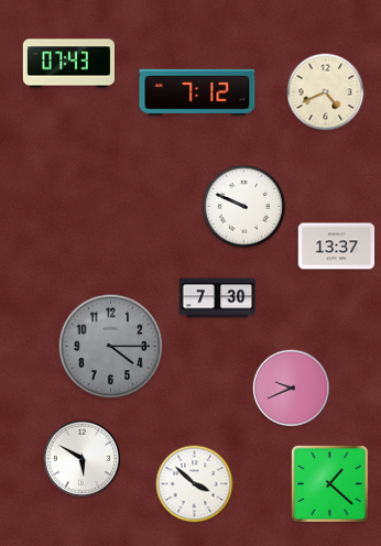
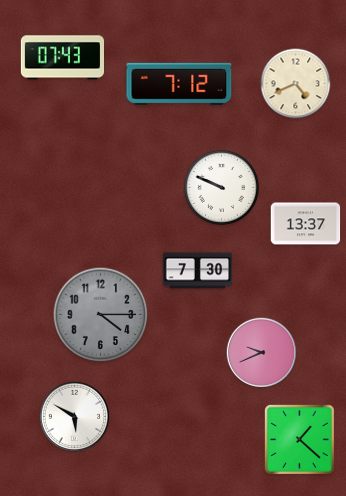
clock at (291, 387) position: (291, 387) -> (261, 352)
clock at (195, 484): 3:52 -> none
